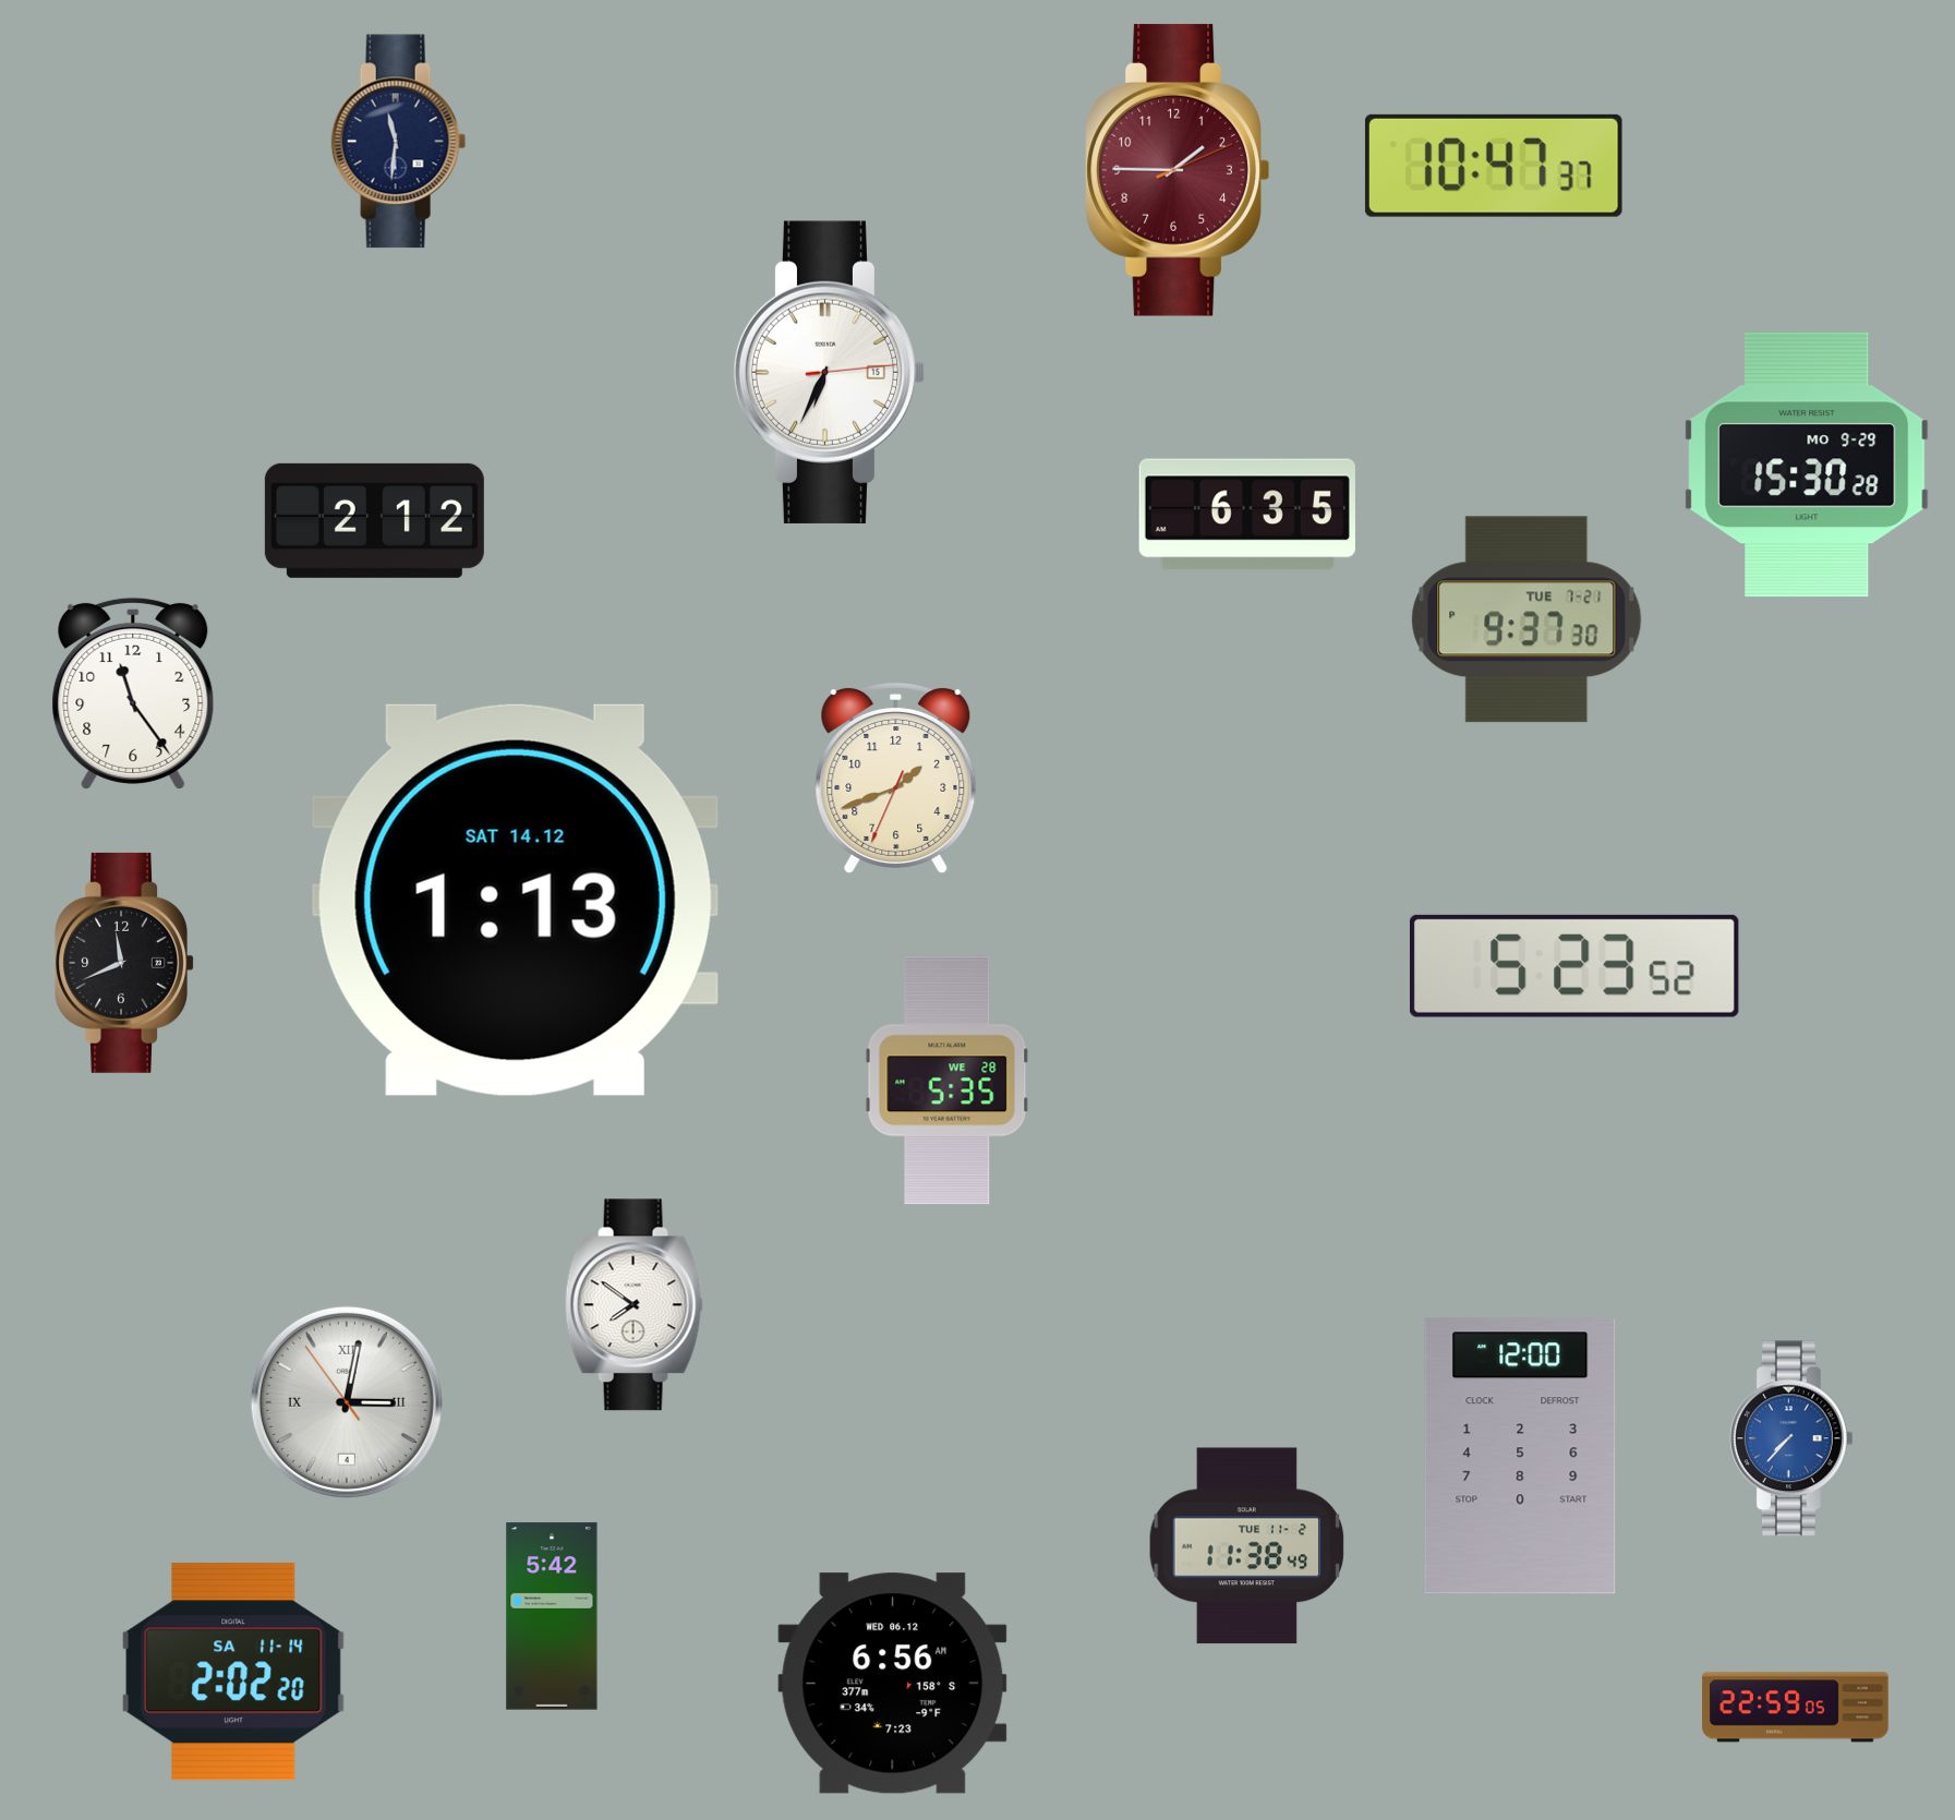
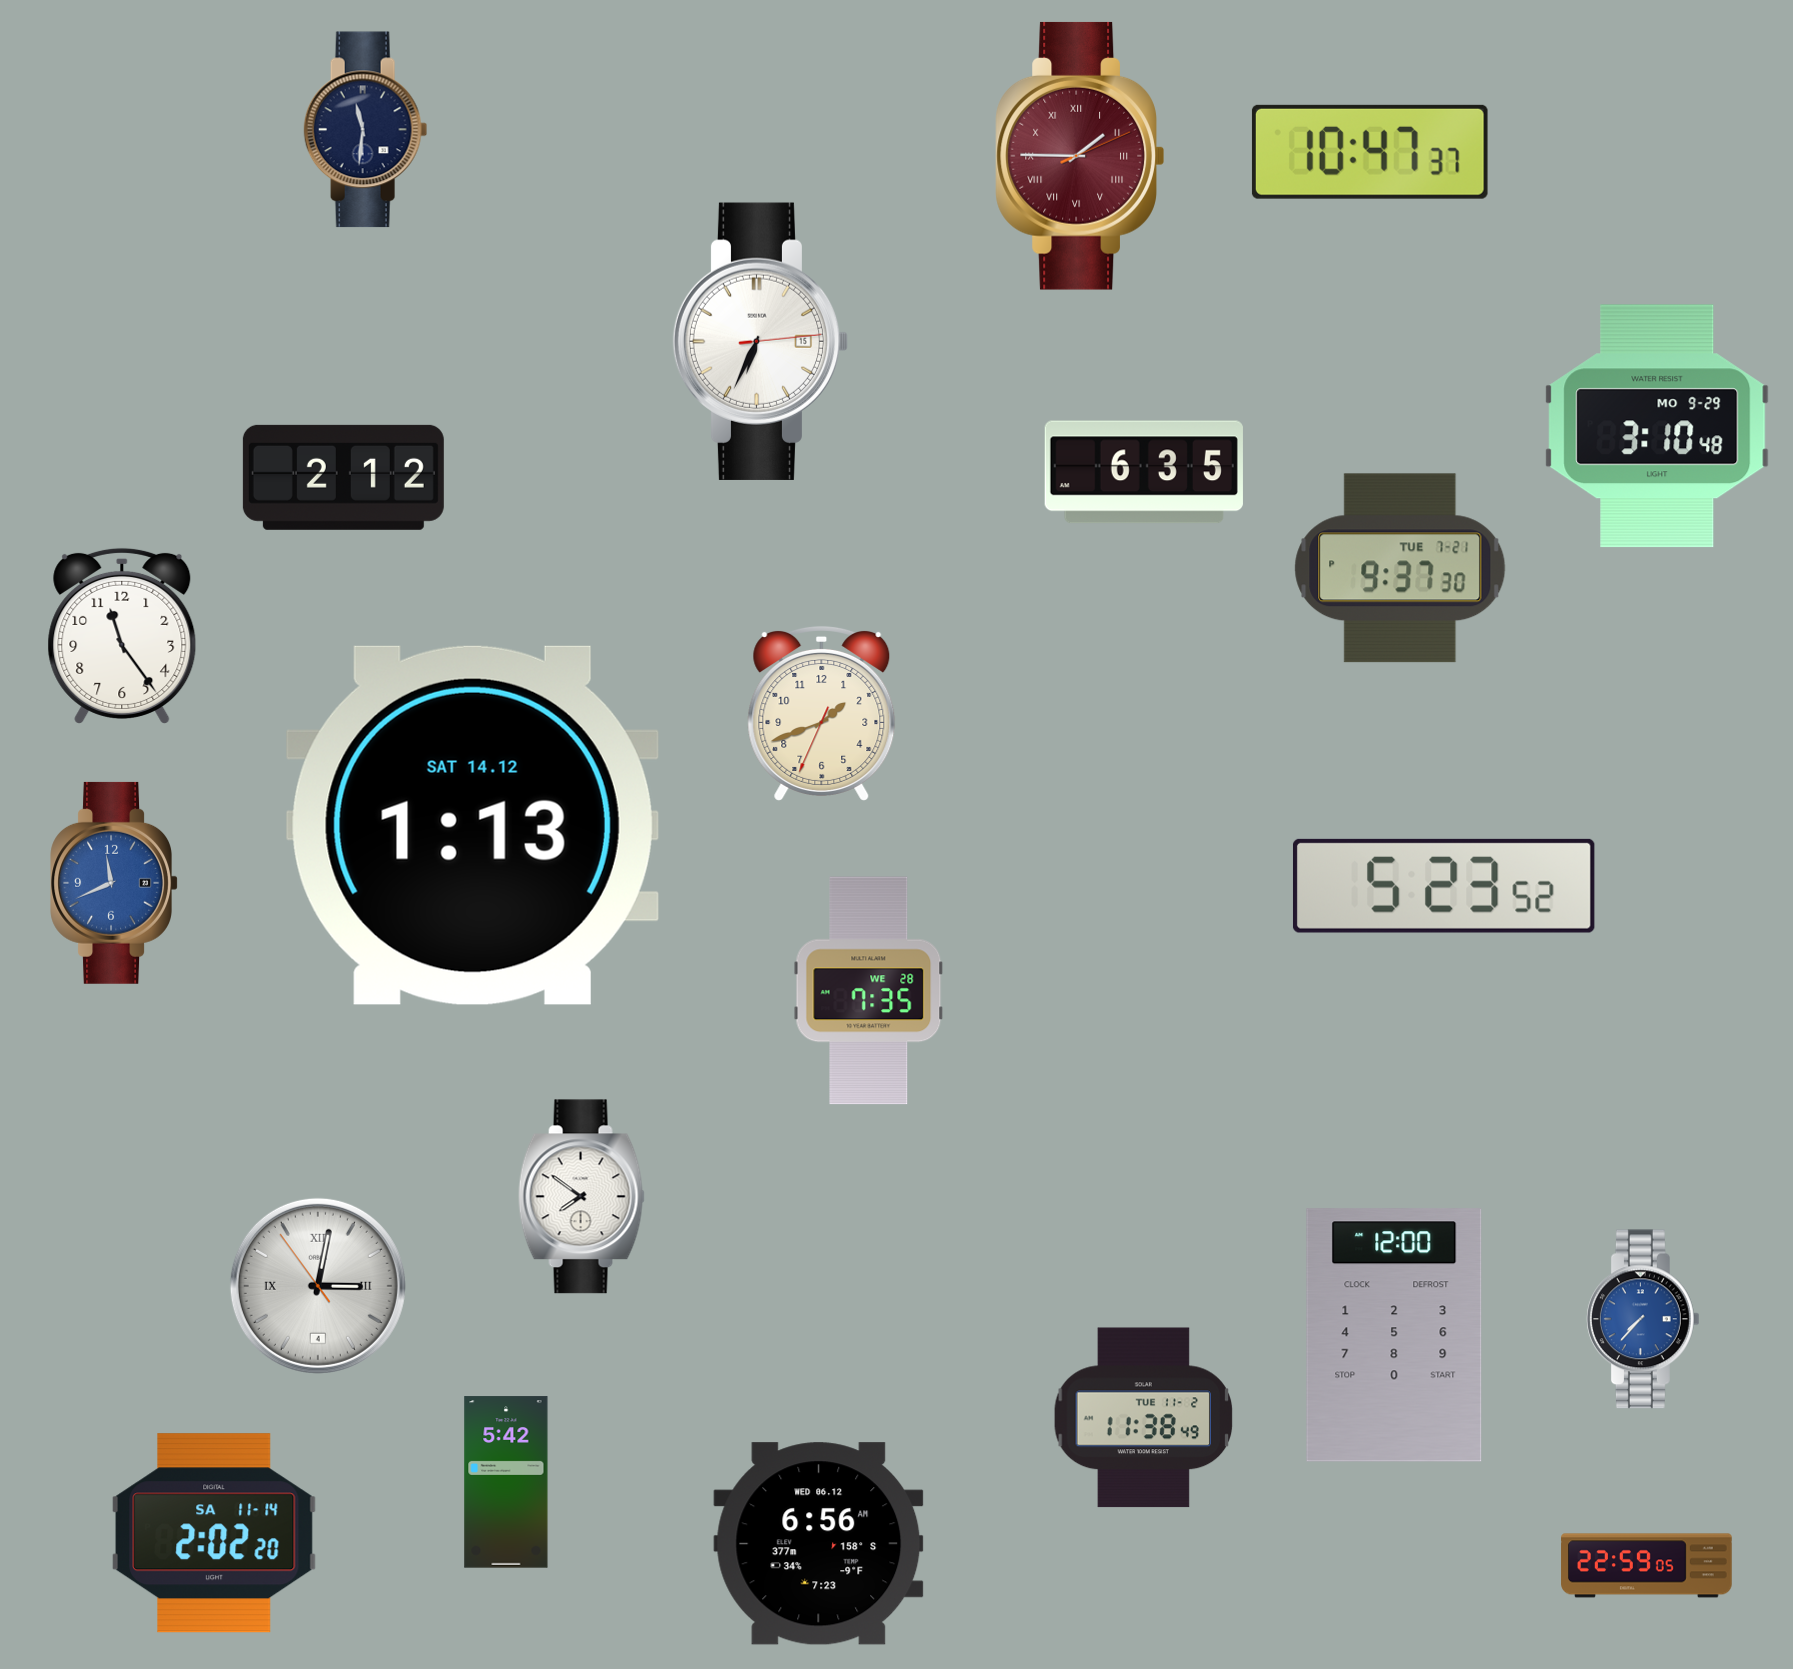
clock at (1178, 170) numerals: Arabic -> Roman
clock at (1807, 465): 15:30 -> 3:10
clock at (124, 963) dial: black -> blue
clock at (948, 1081): 5:35 -> 7:35
